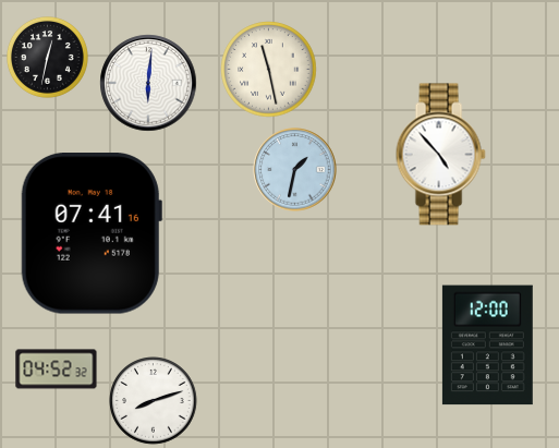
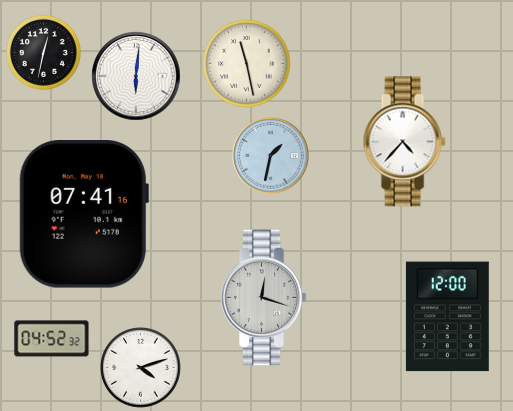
clock at (440, 155): 4:53 -> 4:37
clock at (263, 298): none -> 12:18
clock at (154, 401): 8:12 -> 4:12
